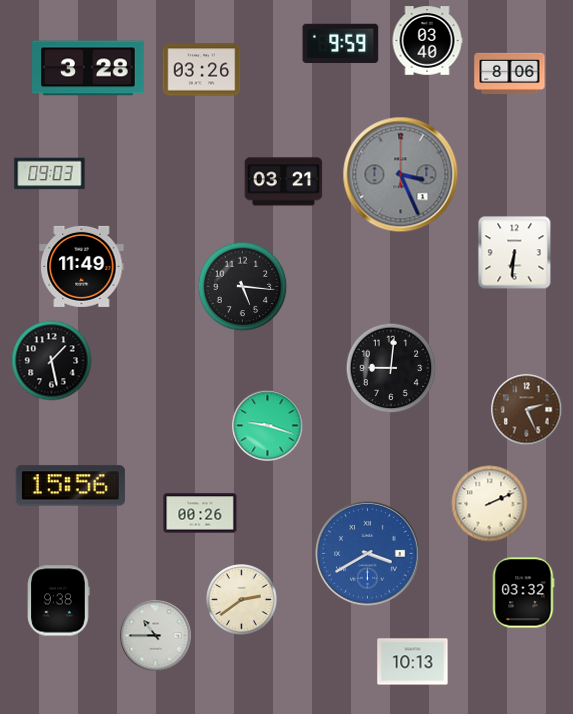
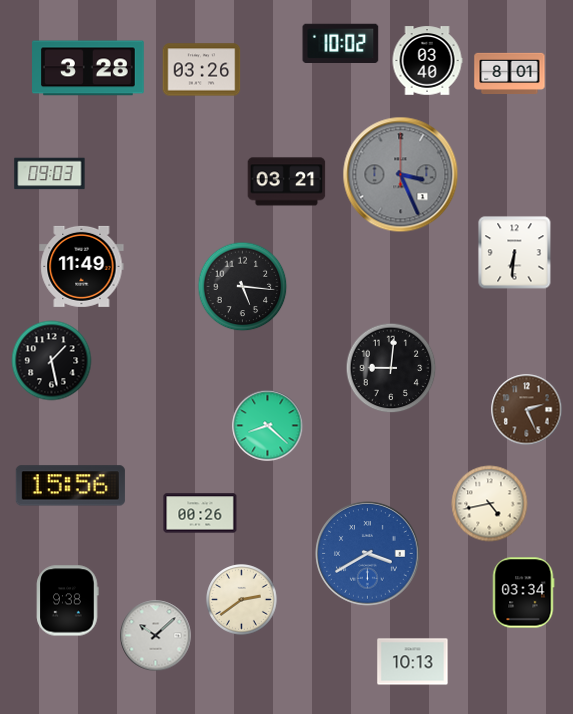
clock at (427, 41) position: (427, 41) -> (427, 61)
clock at (341, 43): 9:59 -> 10:02
clock at (510, 73): 8:06 -> 8:01
clock at (284, 182) position: (284, 182) -> (287, 182)
clock at (268, 426): 9:18 -> 8:22
clock at (490, 504): 2:11 -> 4:43
clock at (523, 593): 03:32 -> 03:34
clock at (59, 601) position: (59, 601) -> (68, 601)
clock at (156, 636): 10:45 -> 10:08
